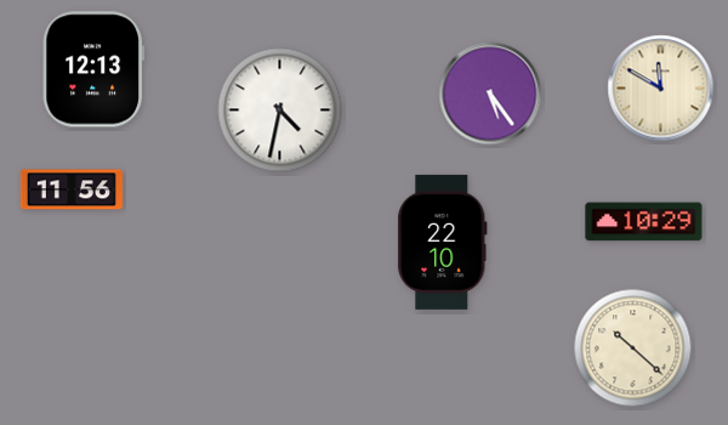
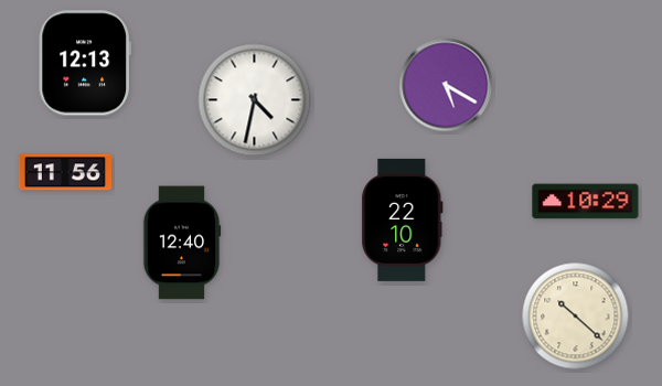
clock at (661, 89): 11:50 -> none
clock at (490, 93): 5:24 -> 5:20
clock at (182, 243): none -> 12:40
